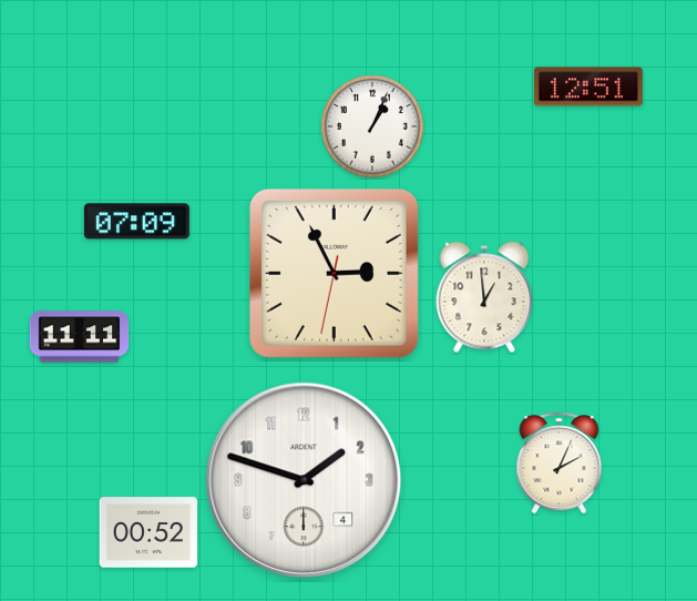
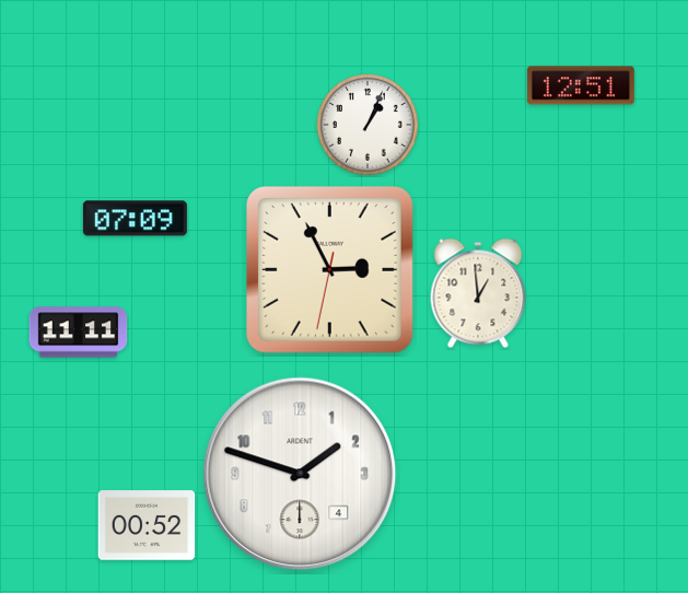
clock at (560, 464): 2:04 -> none
